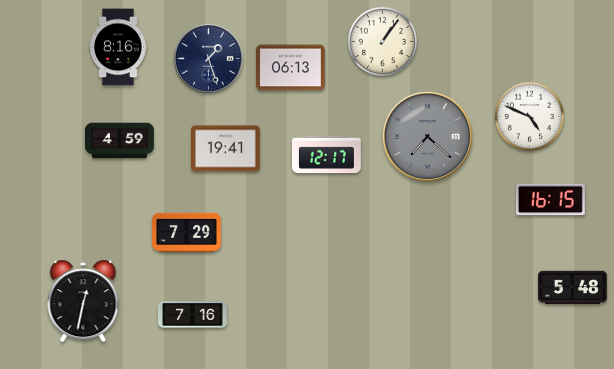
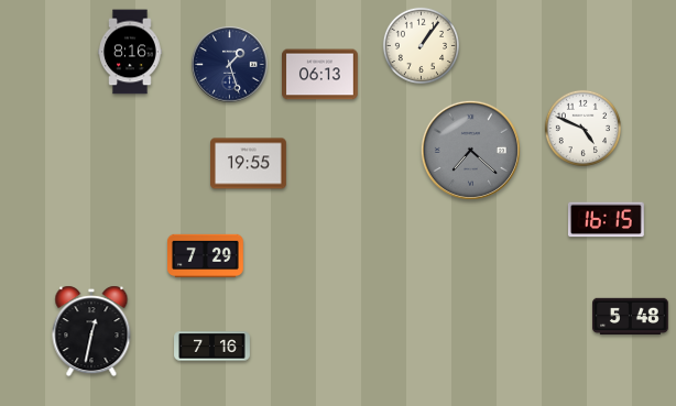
clock at (120, 141): 4:59 -> none
clock at (226, 149): 19:41 -> 19:55
clock at (327, 155): 12:17 -> none
